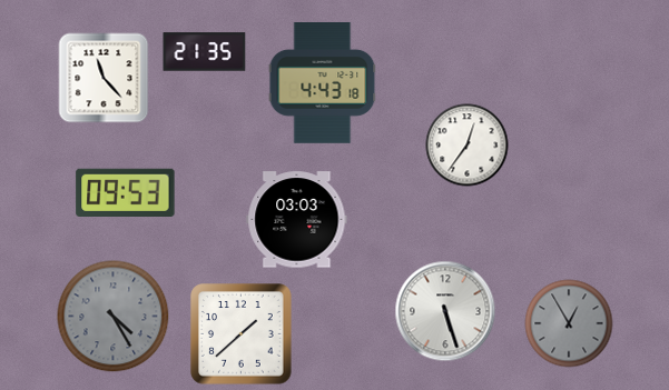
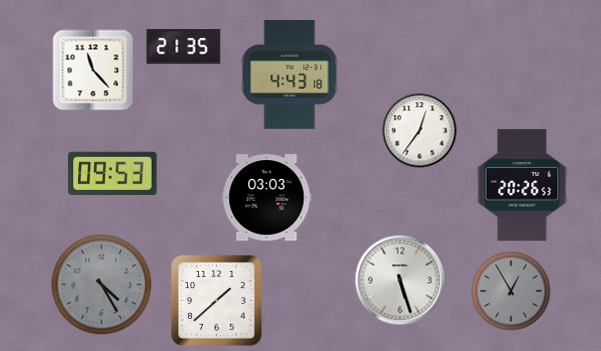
clock at (522, 185): none -> 20:26
